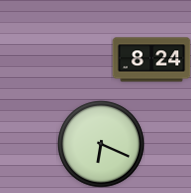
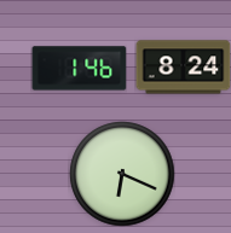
clock at (79, 69): none -> 1:46
clock at (151, 60) position: (151, 60) -> (183, 68)
